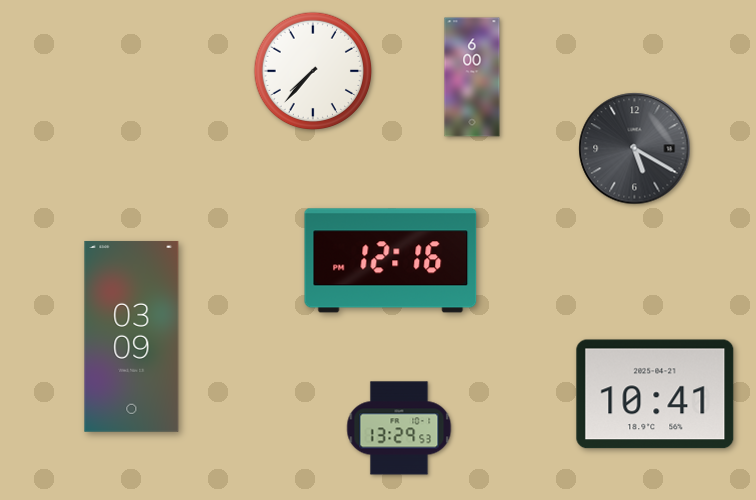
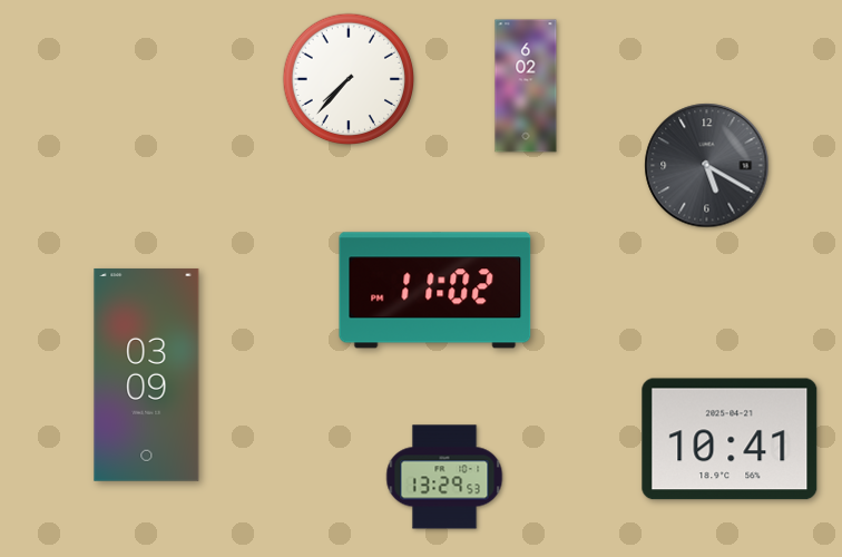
clock at (472, 77): 6:00 -> 6:02
clock at (391, 261): 12:16 -> 11:02
